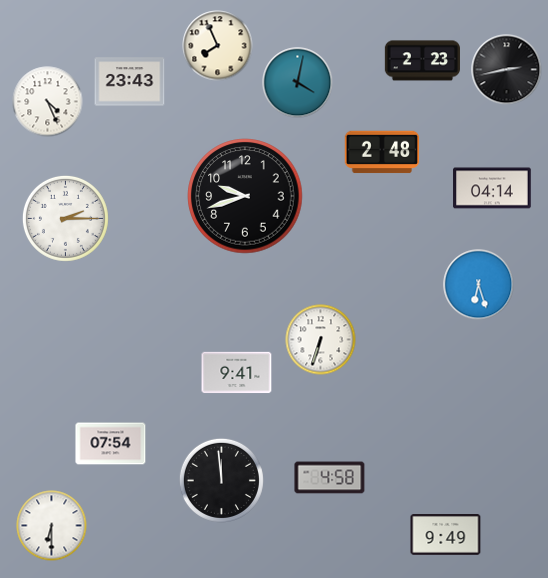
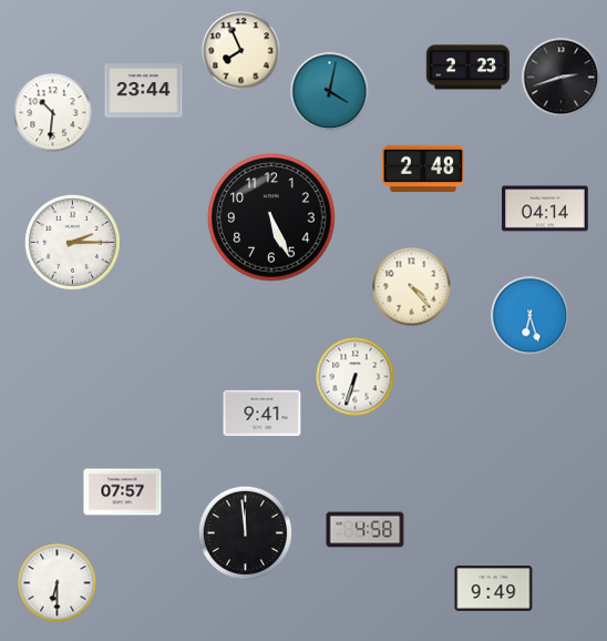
clock at (507, 70): 2:43 -> 2:42
clock at (130, 82): 23:43 -> 23:44
clock at (48, 102): 4:26 -> 10:31
clock at (245, 196): 9:42 -> 5:26
clock at (412, 287): none -> 4:23
clock at (111, 444): 07:54 -> 07:57
clock at (446, 535) position: (446, 535) -> (494, 589)
